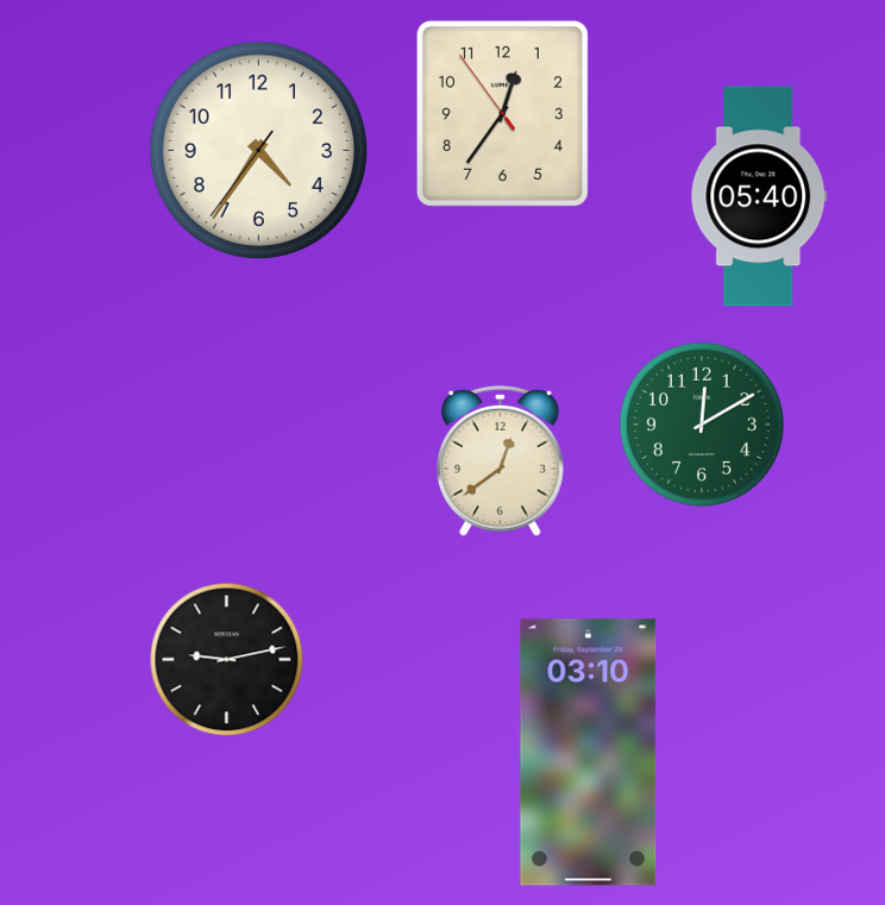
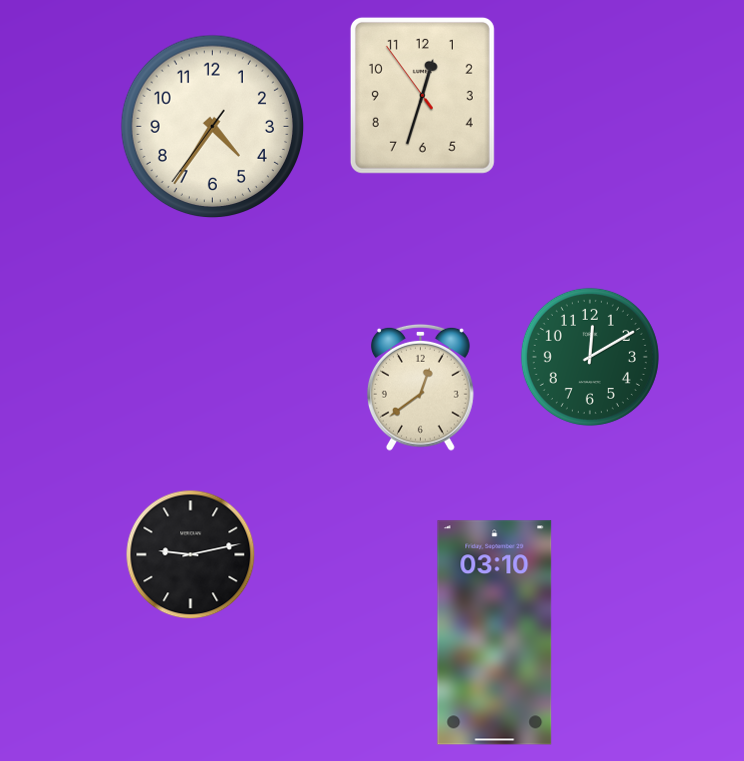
clock at (502, 113): 12:35 -> 12:32
clock at (259, 151) position: (259, 151) -> (213, 127)
clock at (759, 196): 05:40 -> none
